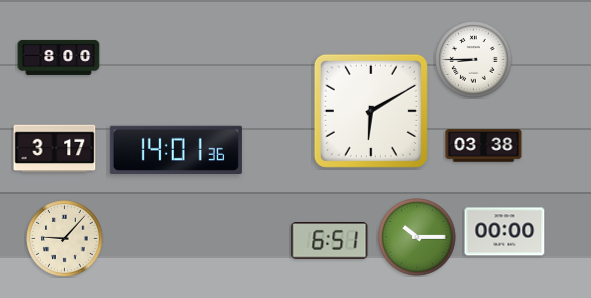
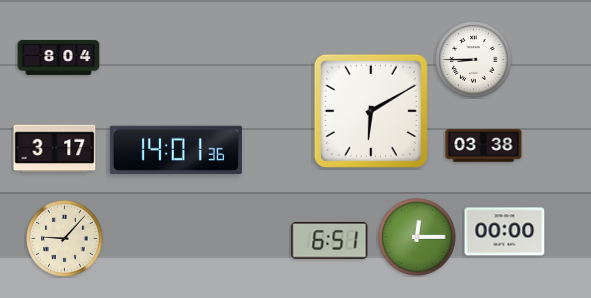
clock at (59, 57): 8:00 -> 8:04
clock at (417, 237): 10:15 -> 12:15
